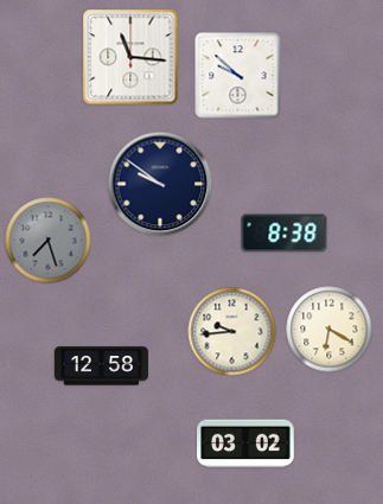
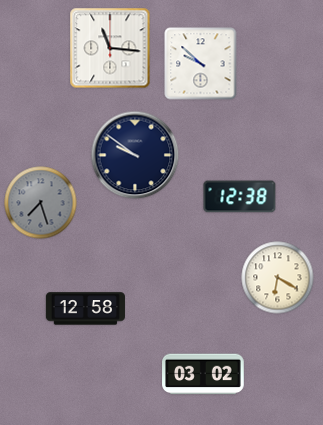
clock at (285, 234): 8:38 -> 12:38
clock at (232, 332): 9:44 -> none
clock at (245, 444) position: (245, 444) -> (203, 374)
